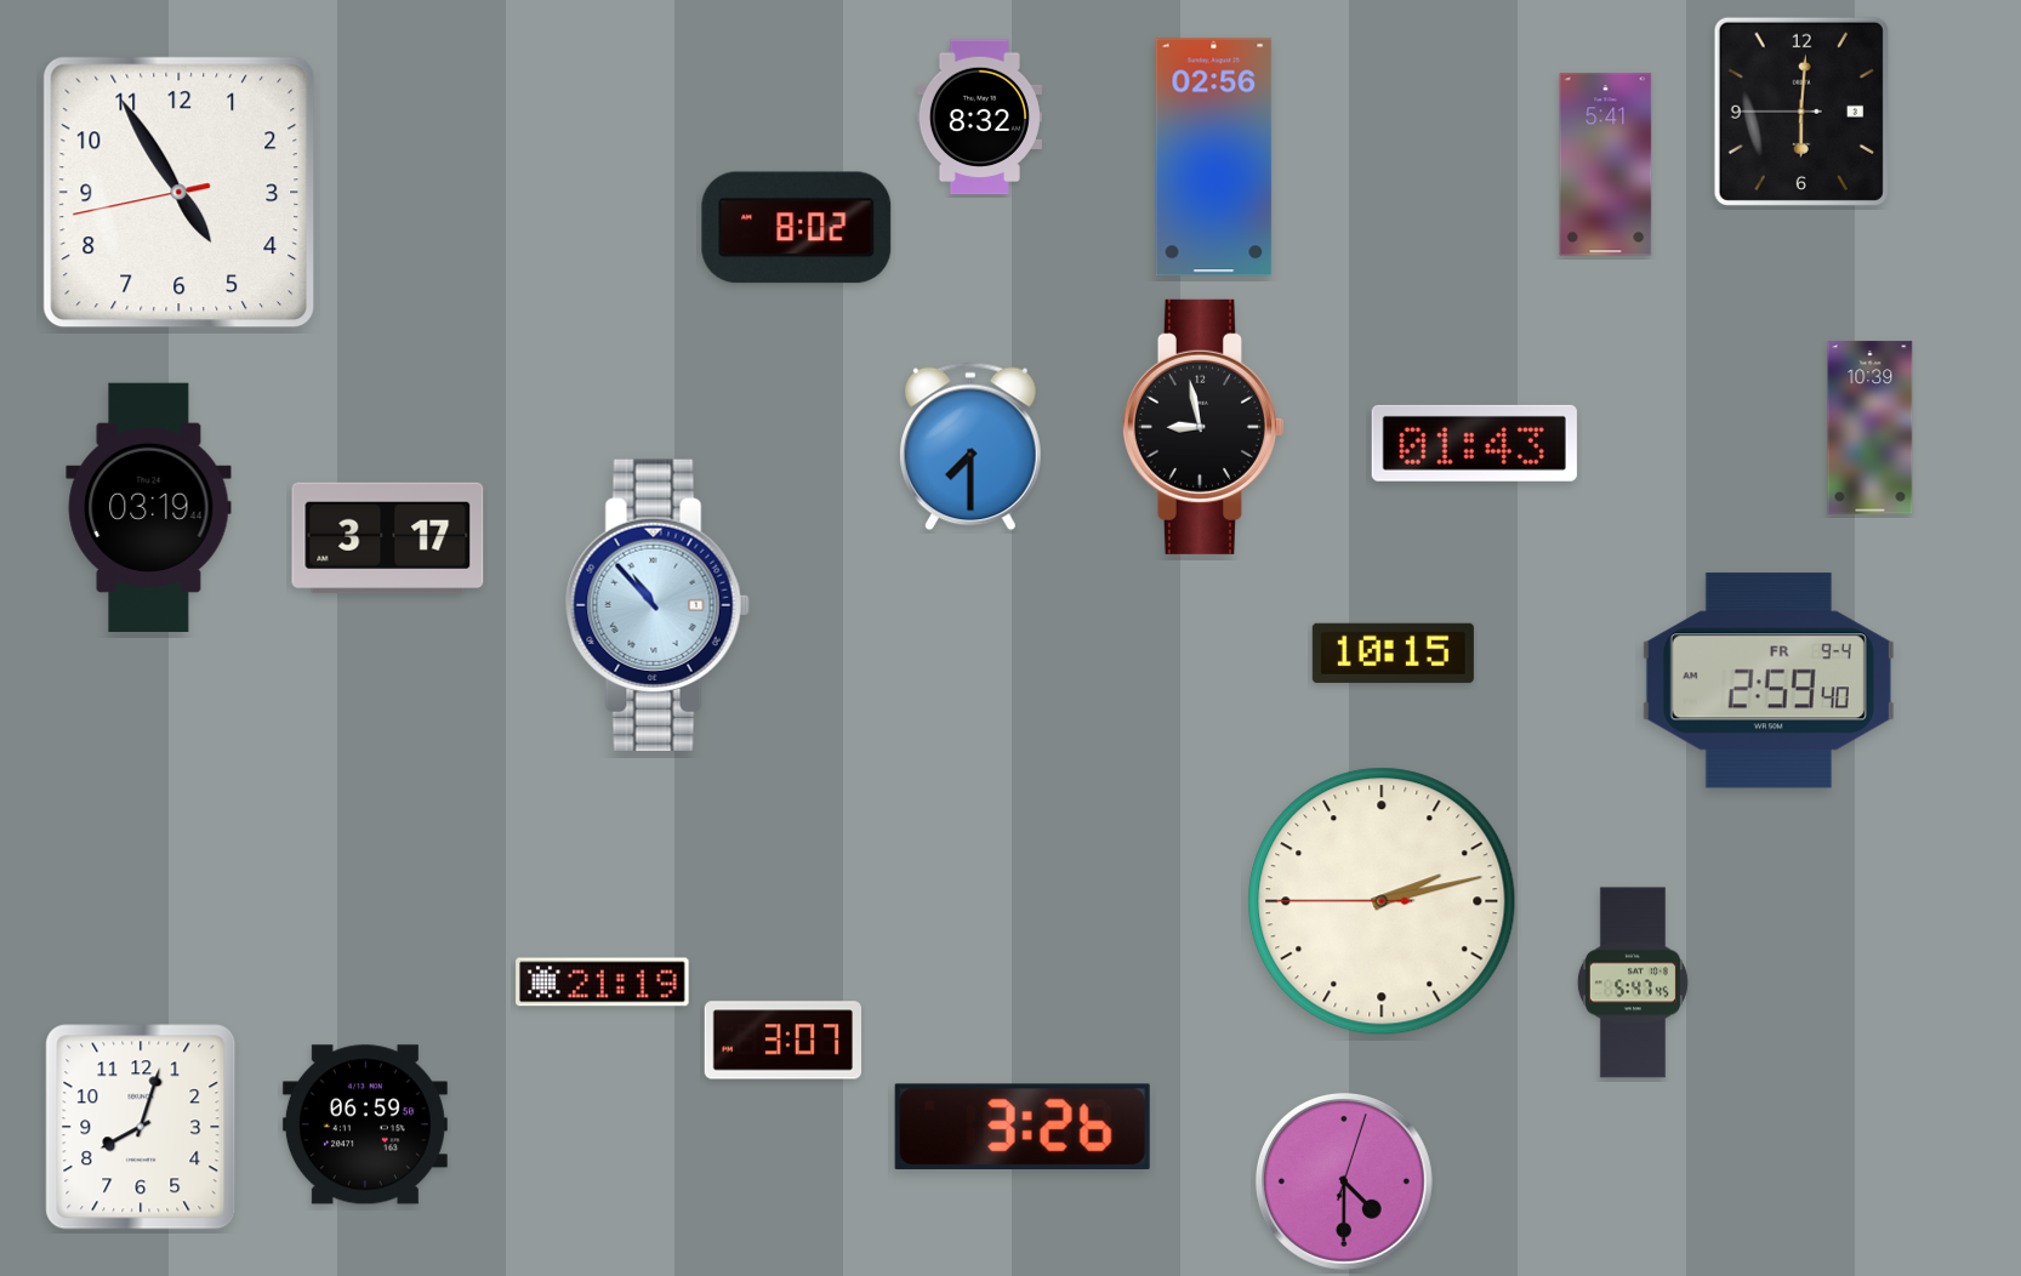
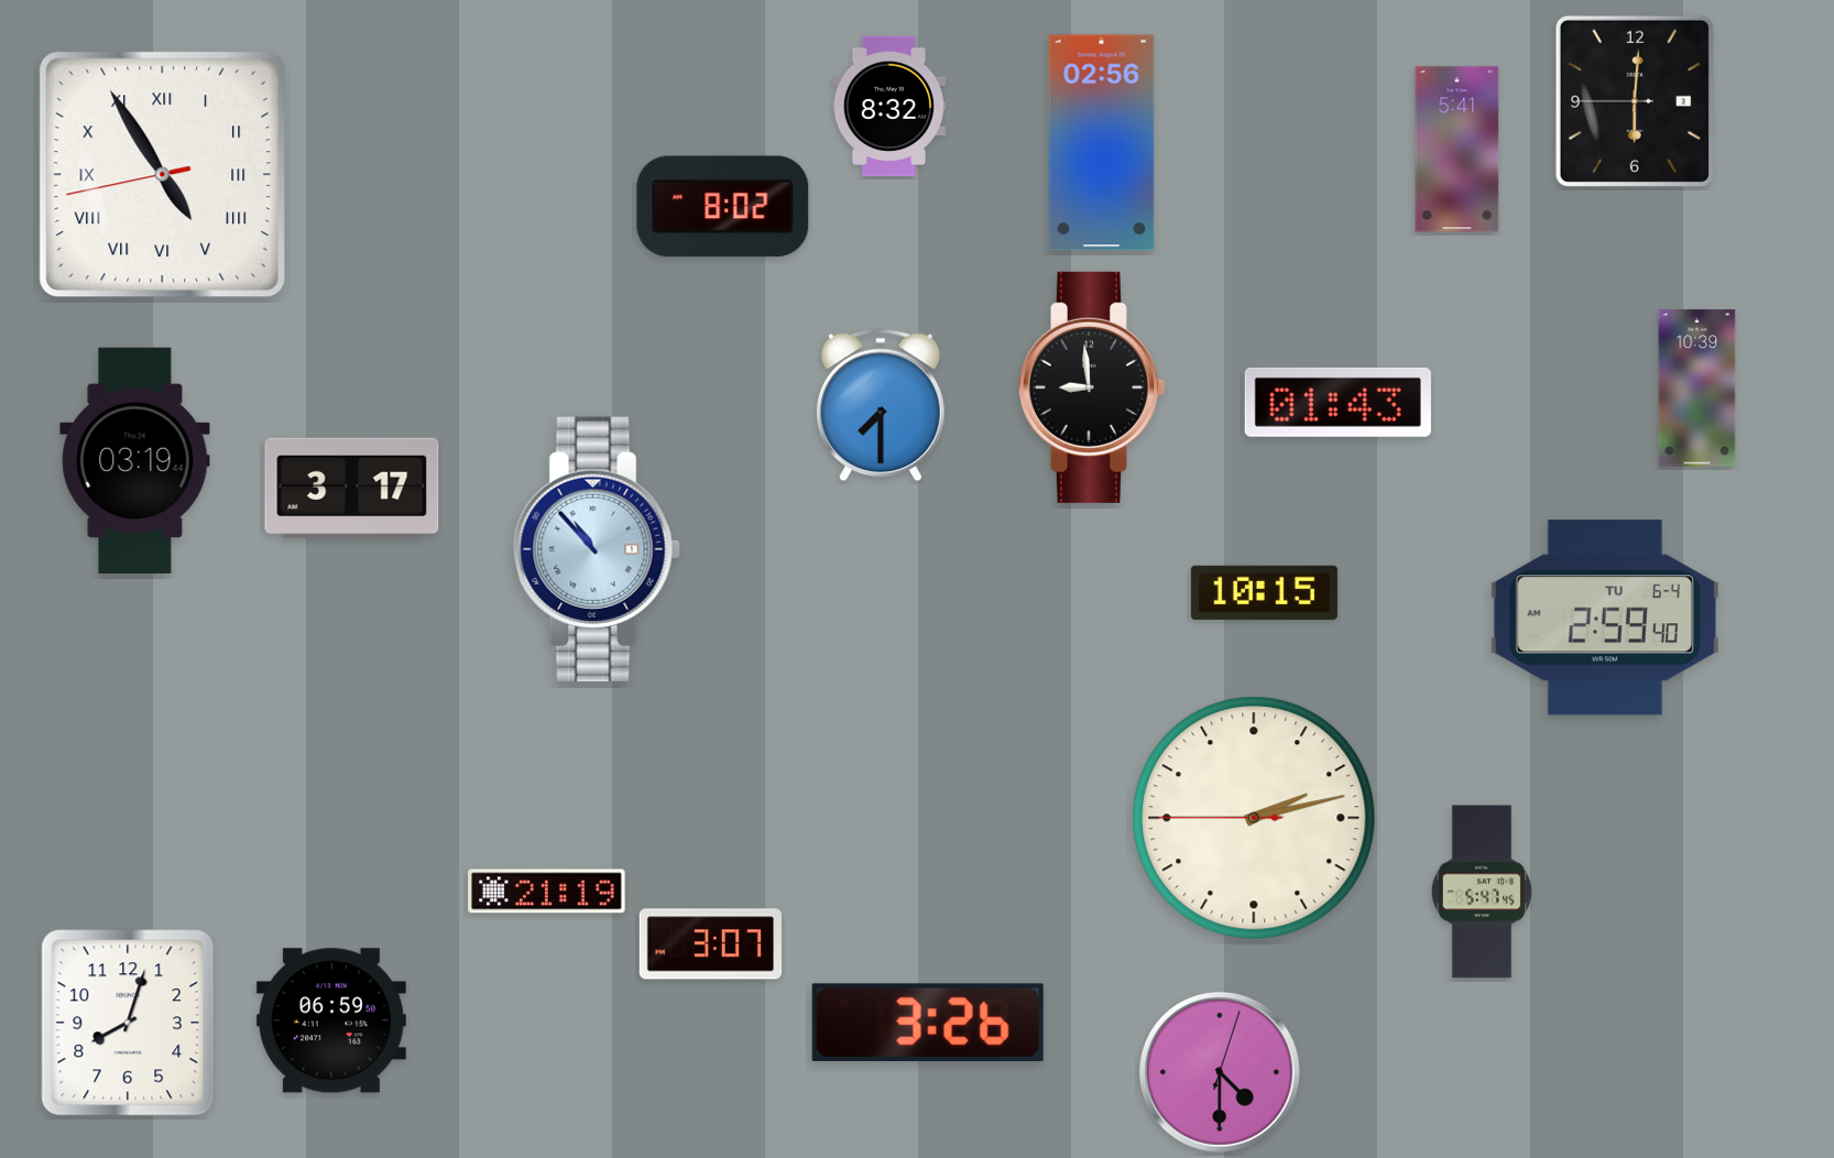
clock at (180, 193) numerals: Arabic -> Roman
clock at (1202, 427): 8:58 -> 8:59
clock at (1769, 680) date: FR 9-4 -> TU 6-4
